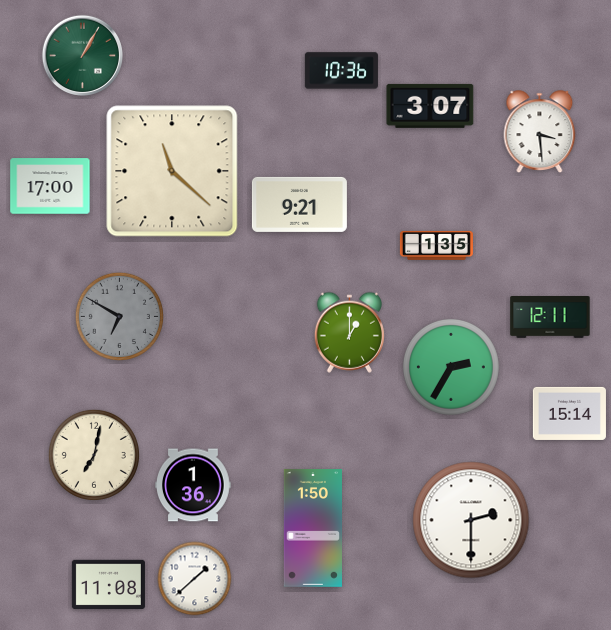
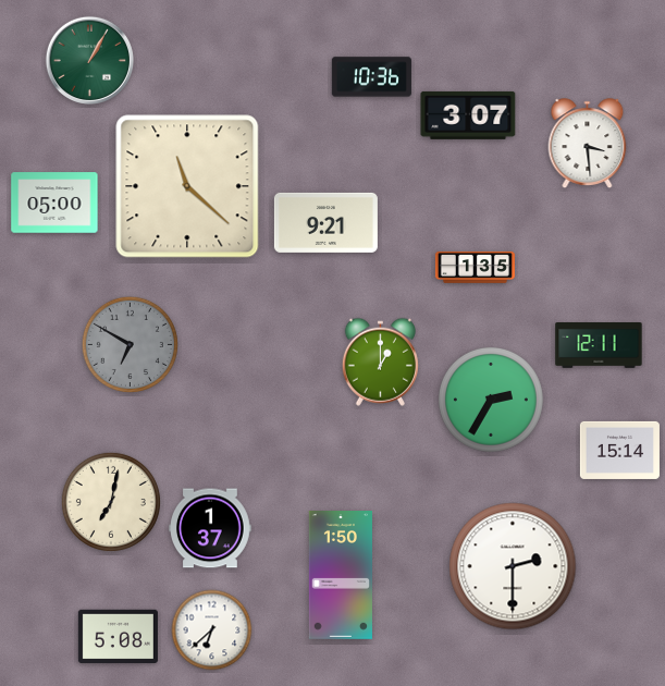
clock at (50, 186): 17:00 -> 05:00
clock at (94, 455) position: (94, 455) -> (111, 502)
clock at (194, 485): 1:36 -> 1:37
clock at (195, 579): 1:38 -> 6:38
clock at (108, 585): 11:08 -> 5:08
